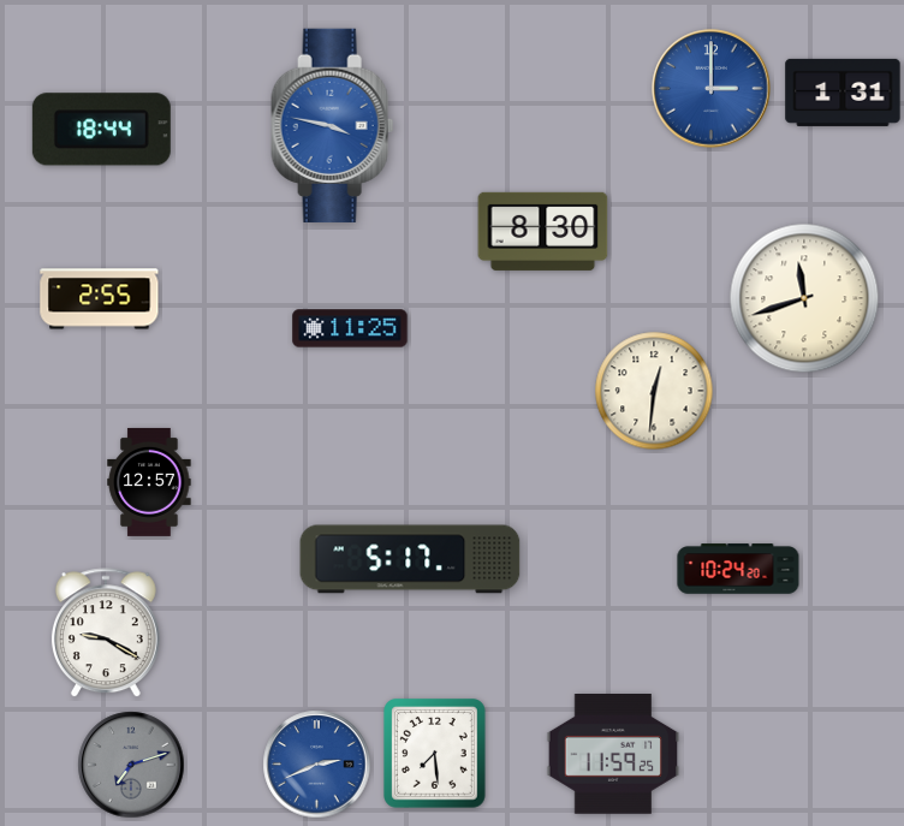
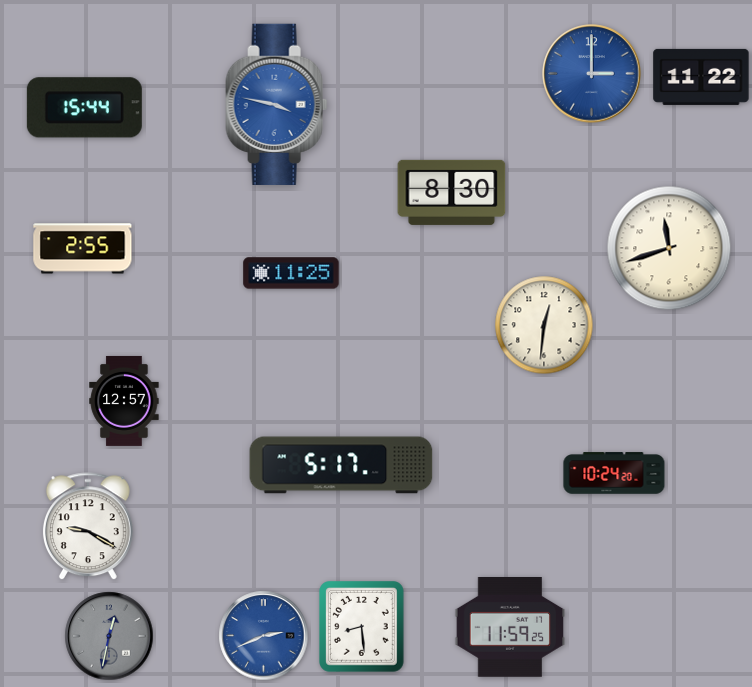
clock at (843, 93): 1:31 -> 11:22
clock at (101, 130): 18:44 -> 15:44
clock at (435, 754): 7:29 -> 8:29
clock at (131, 765): 7:12 -> 12:32
